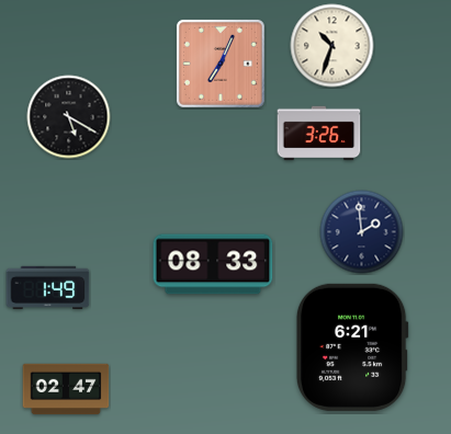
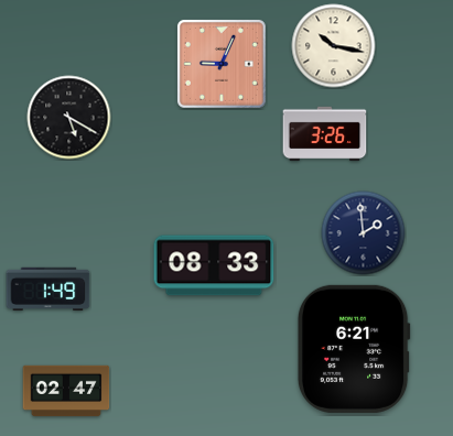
clock at (332, 46): 10:33 -> 10:17
clock at (221, 64): 7:04 -> 9:04
clock at (319, 134) position: (319, 134) -> (325, 134)
